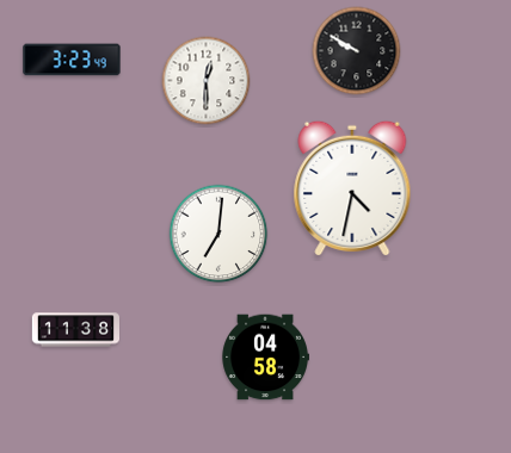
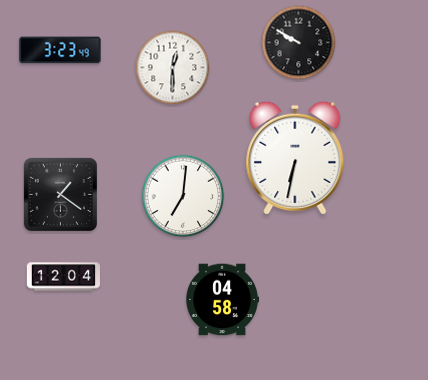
clock at (352, 188): 4:32 -> 6:32
clock at (60, 194): none -> 1:21
clock at (76, 330): 11:38 -> 12:04
